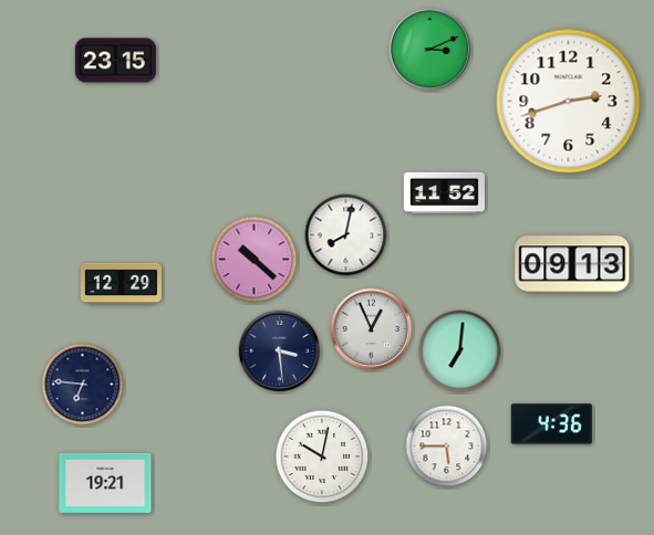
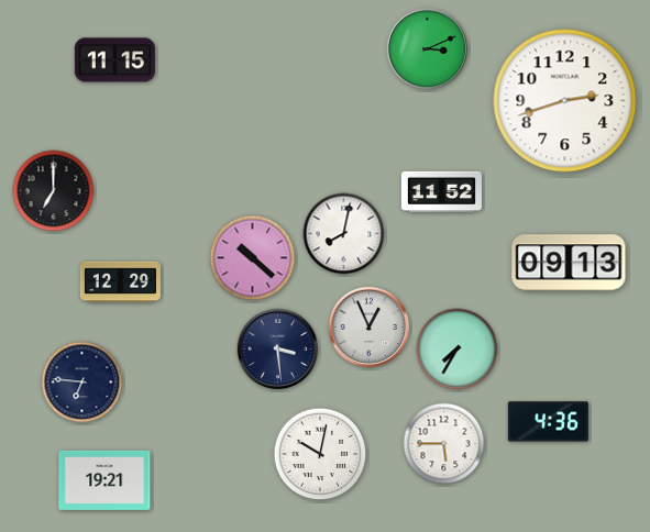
clock at (115, 61): 23:15 -> 11:15
clock at (54, 191): none -> 7:00
clock at (460, 352): 7:01 -> 7:35
